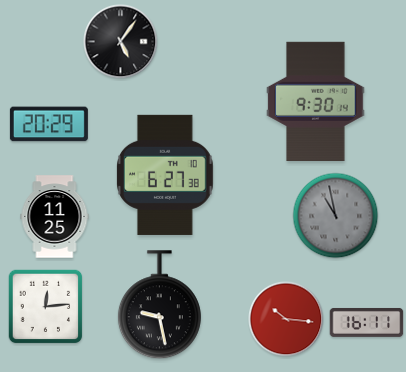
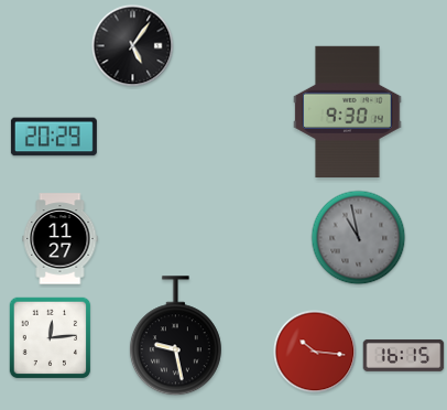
clock at (166, 175): 6:27 -> none
clock at (336, 216) position: (336, 216) -> (359, 238)
clock at (55, 217): 11:25 -> 11:27
clock at (367, 322): 16:11 -> 16:15
